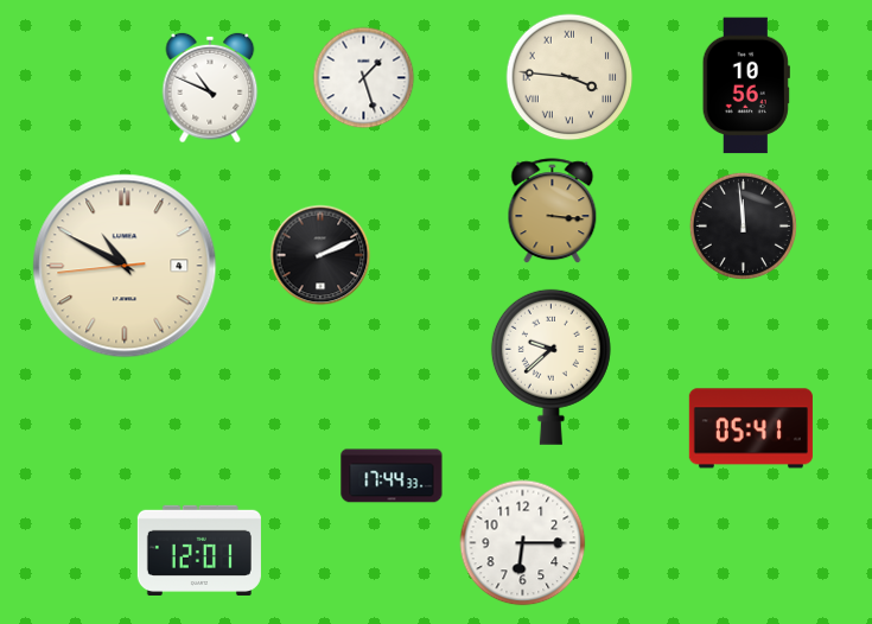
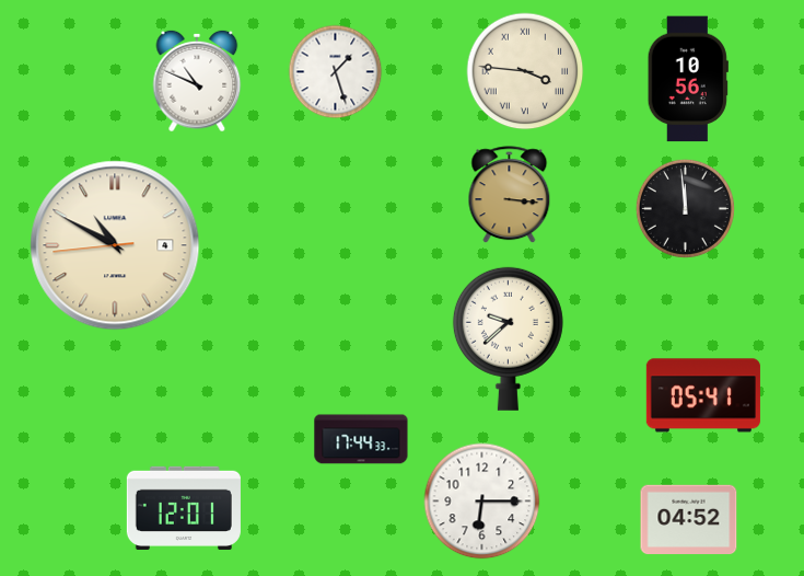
clock at (210, 88) position: (210, 88) -> (197, 81)
clock at (320, 255): 2:11 -> none
clock at (751, 428) position: (751, 428) -> (703, 395)
clock at (689, 520): none -> 04:52
